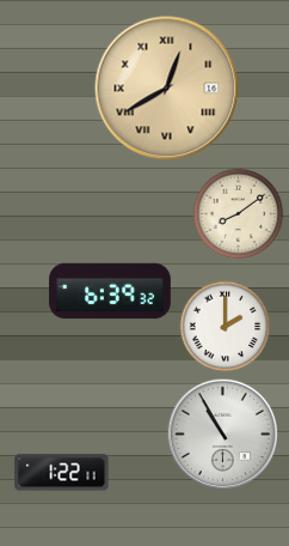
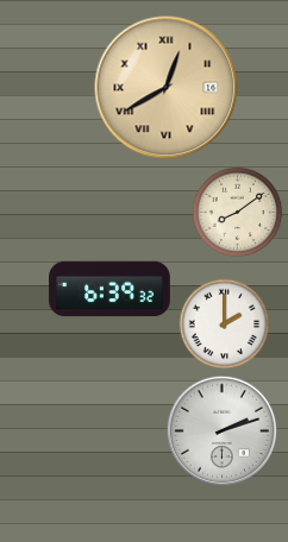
clock at (223, 435): 10:55 -> 2:12
clock at (62, 473): 1:22 -> none
